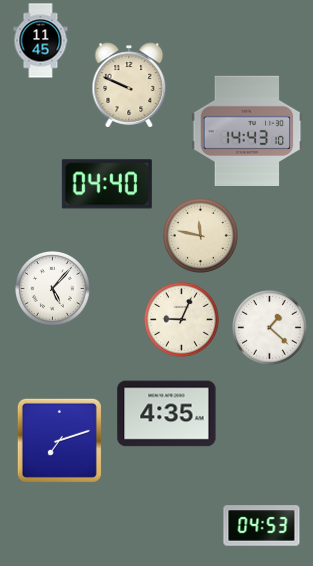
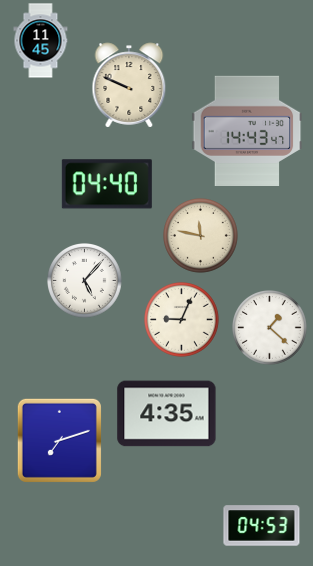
clock at (247, 130): 14:43:10 -> 14:43:47
clock at (53, 289) position: (53, 289) -> (85, 281)
